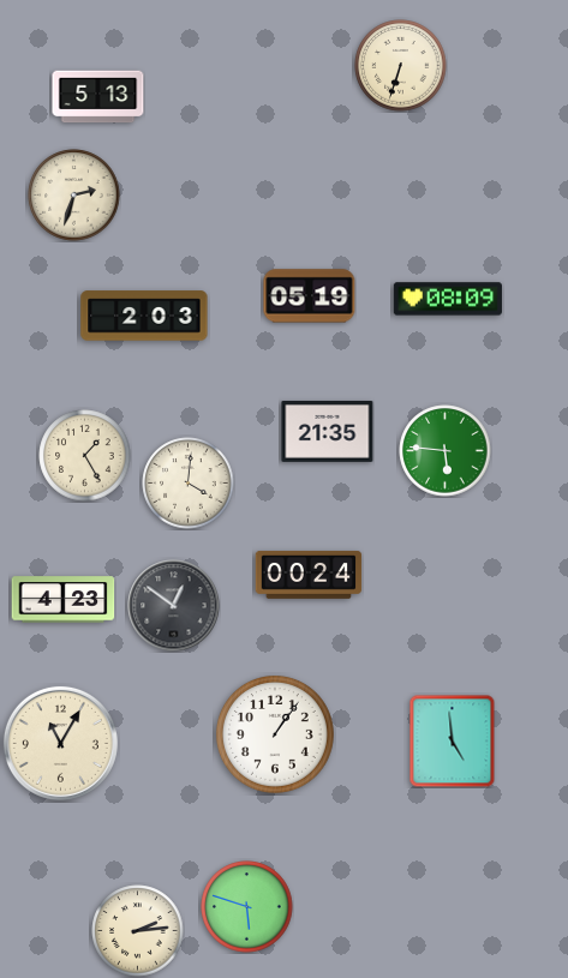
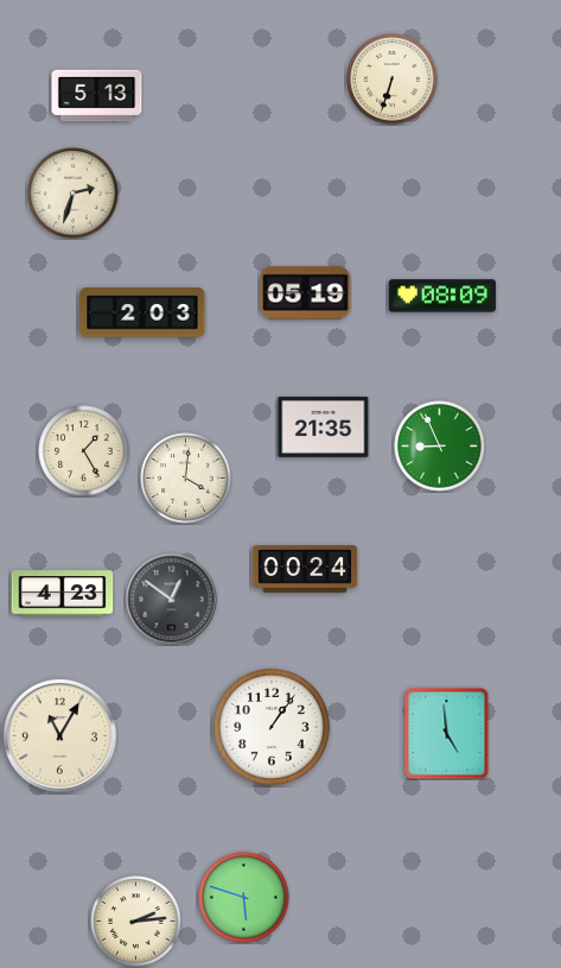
clock at (401, 66) position: (401, 66) -> (393, 80)
clock at (446, 451): 5:46 -> 8:56
